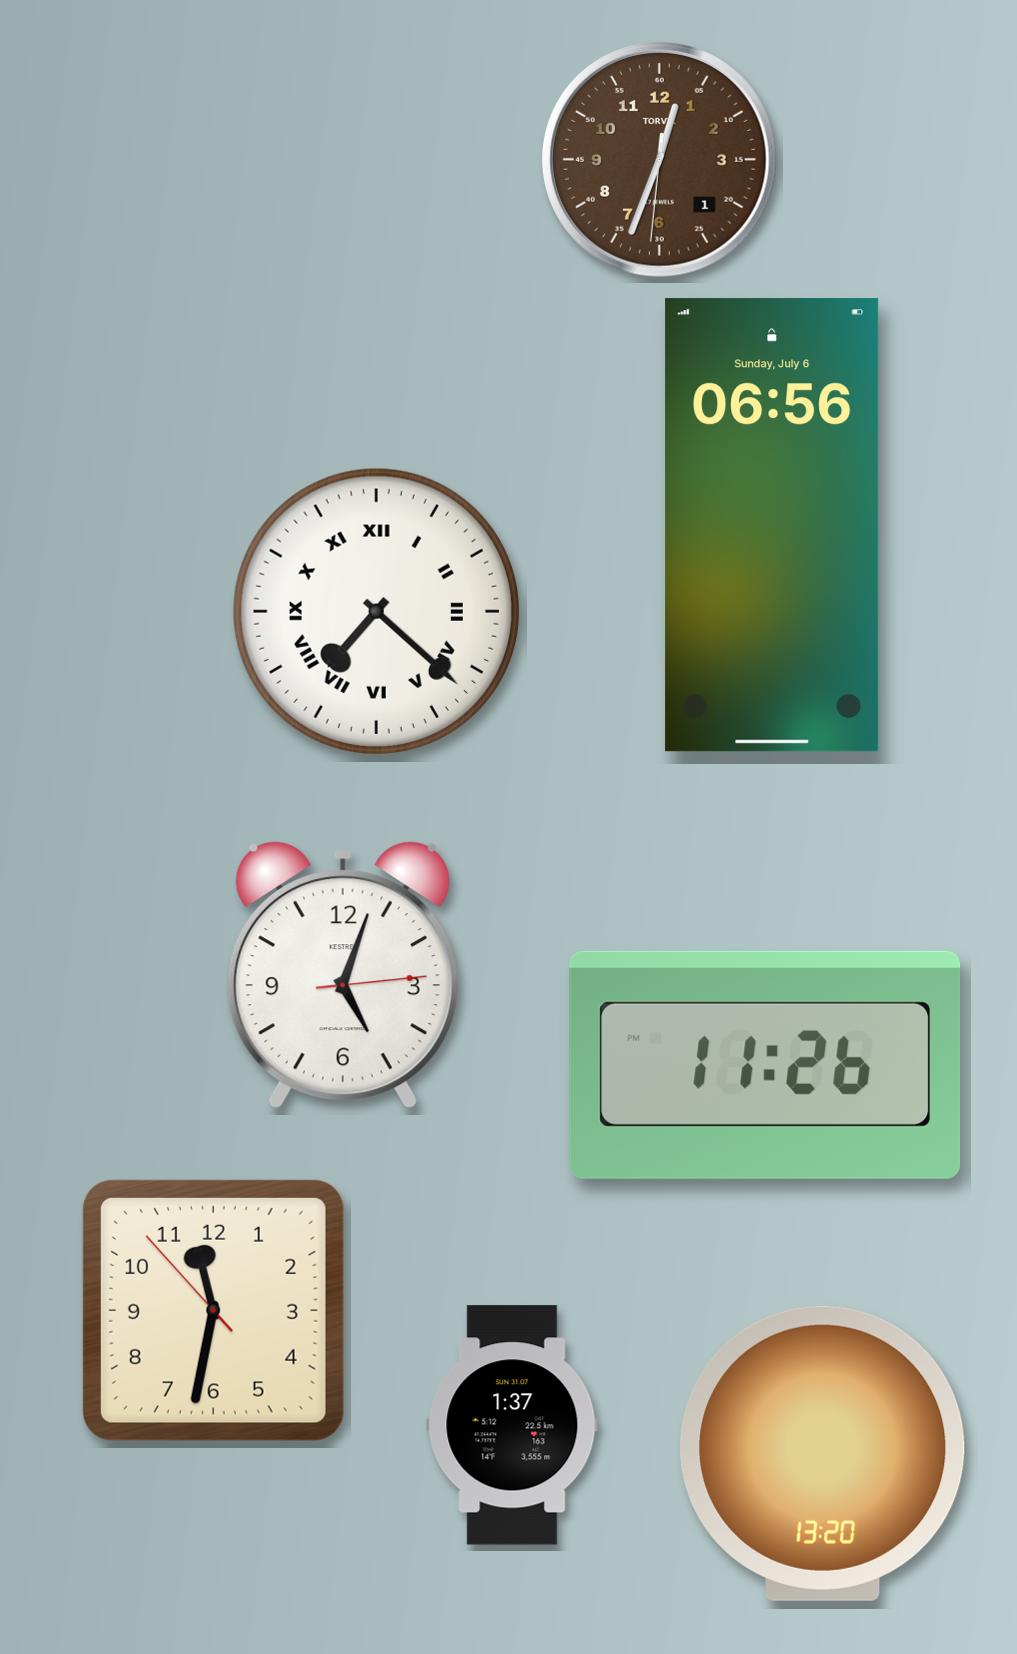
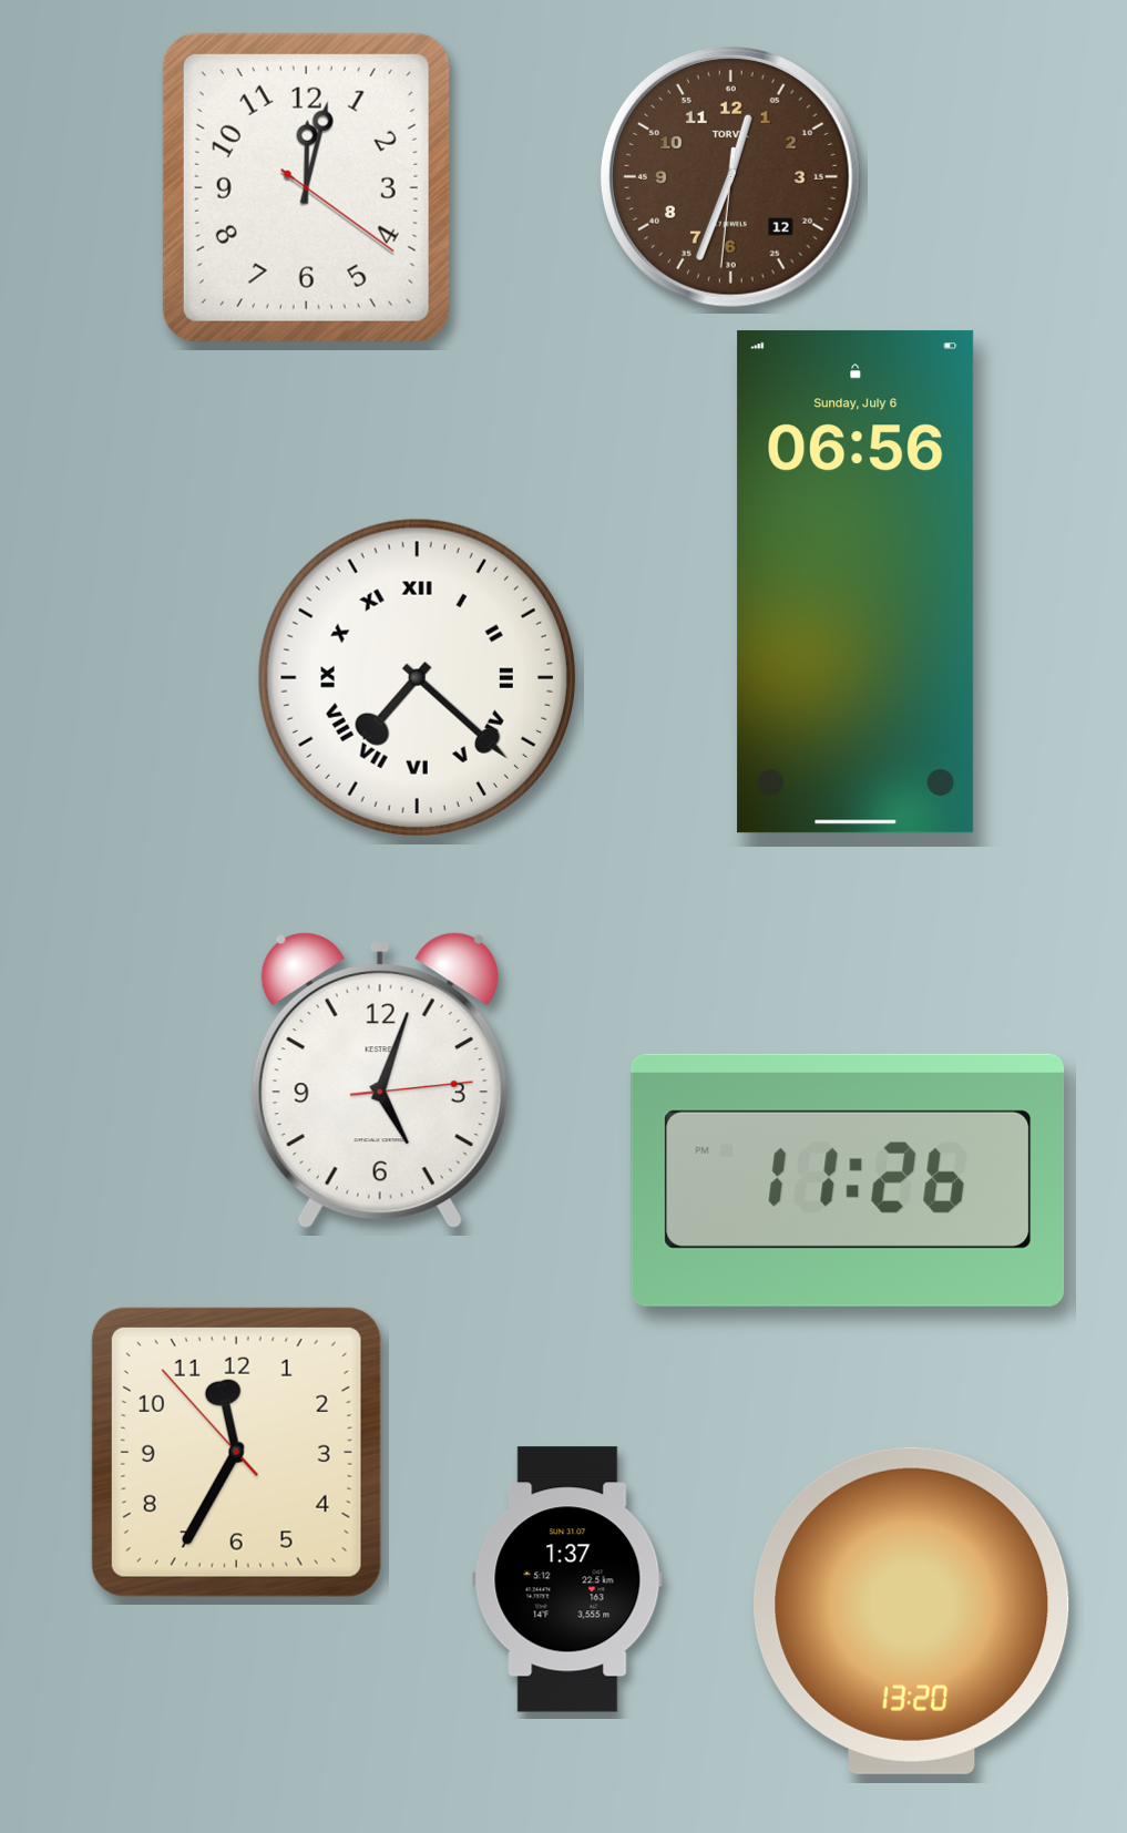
clock at (660, 160) date: 1 -> 12
clock at (306, 187): none -> 12:02
clock at (213, 1310): 11:31 -> 11:34
